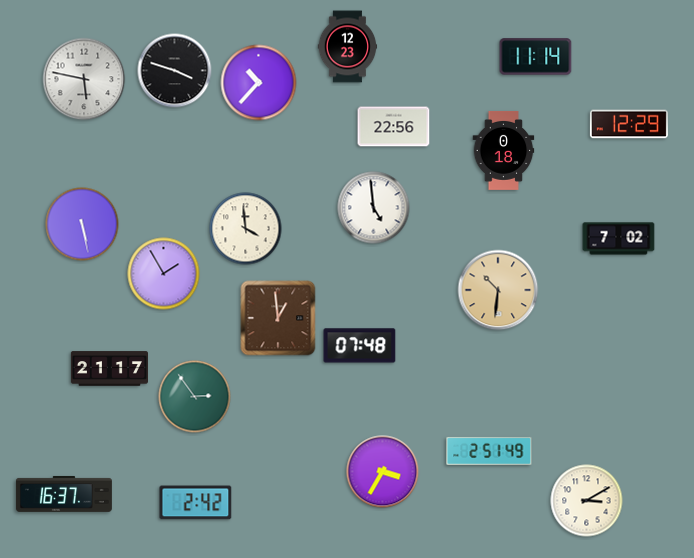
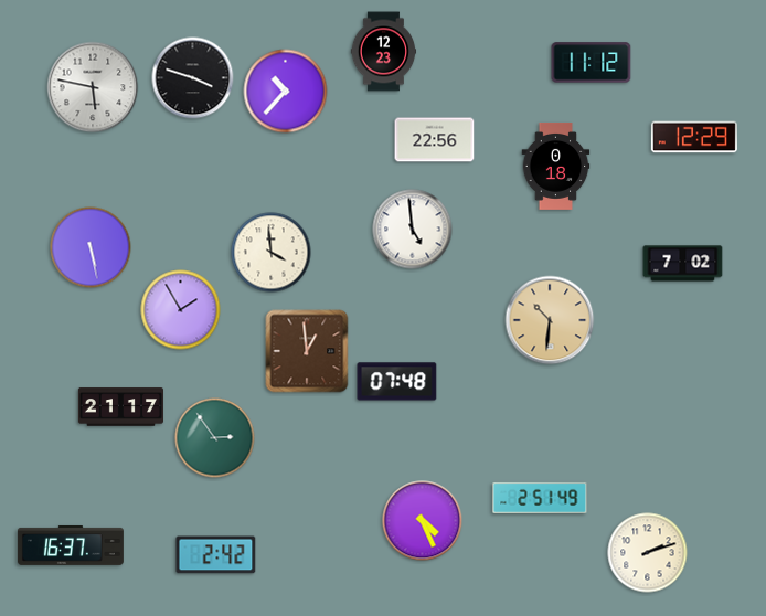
clock at (536, 57): 11:14 -> 11:12
clock at (164, 274) position: (164, 274) -> (181, 310)
clock at (383, 472): 3:35 -> 4:26
clock at (587, 501): 3:10 -> 2:12
